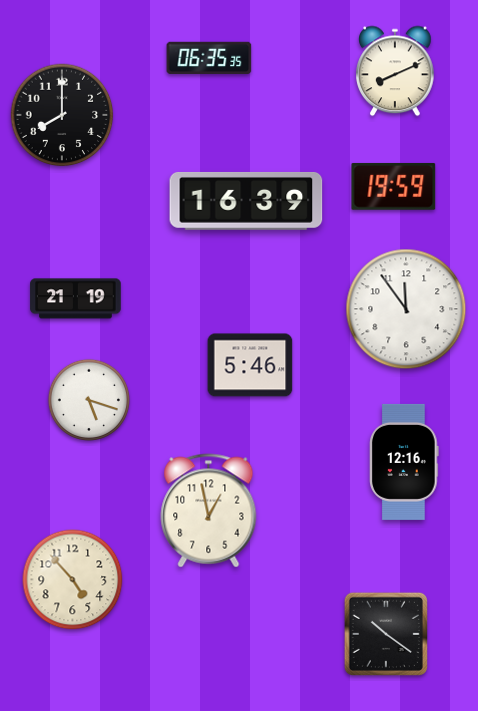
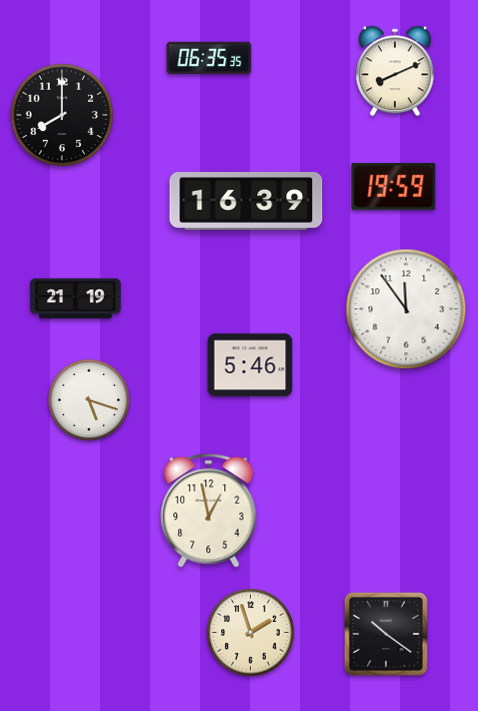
clock at (404, 462): 12:16 -> none
clock at (73, 580): 4:53 -> none
clock at (251, 633): none -> 1:57
